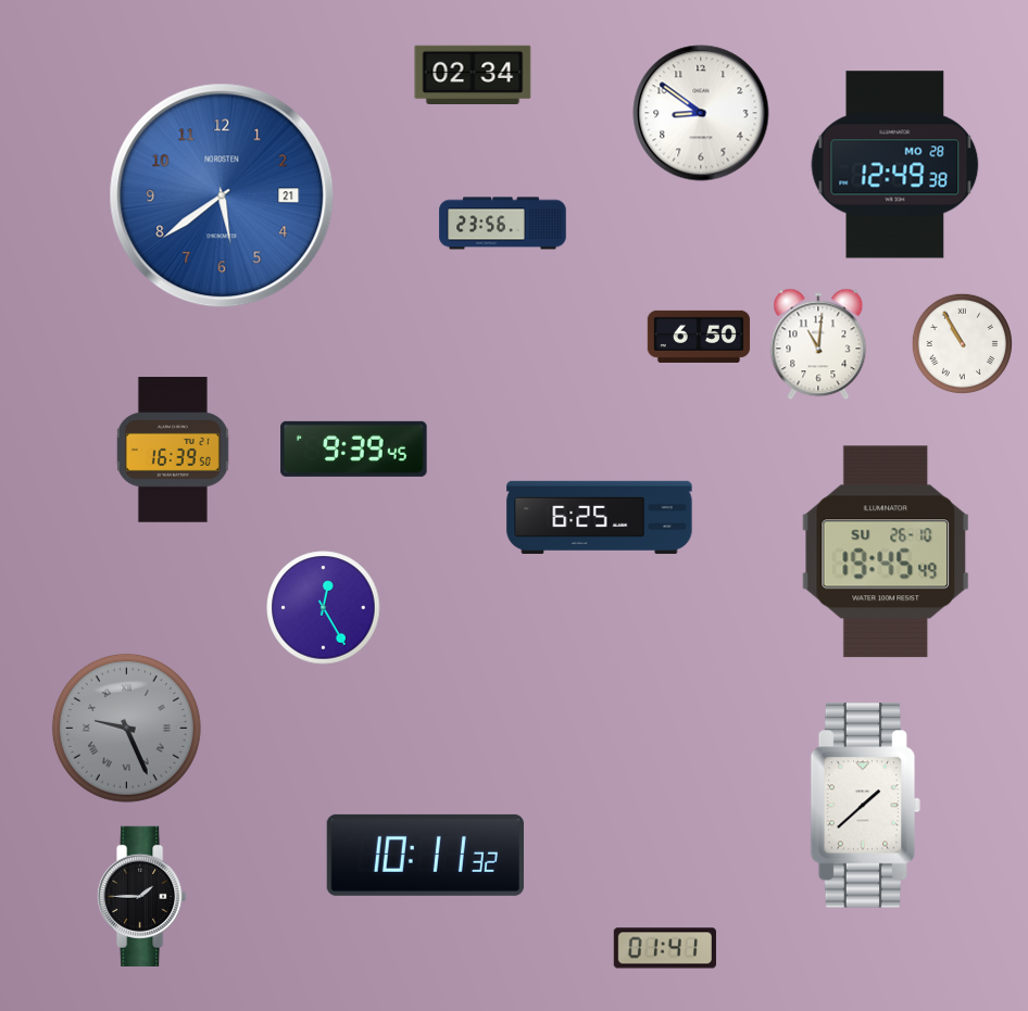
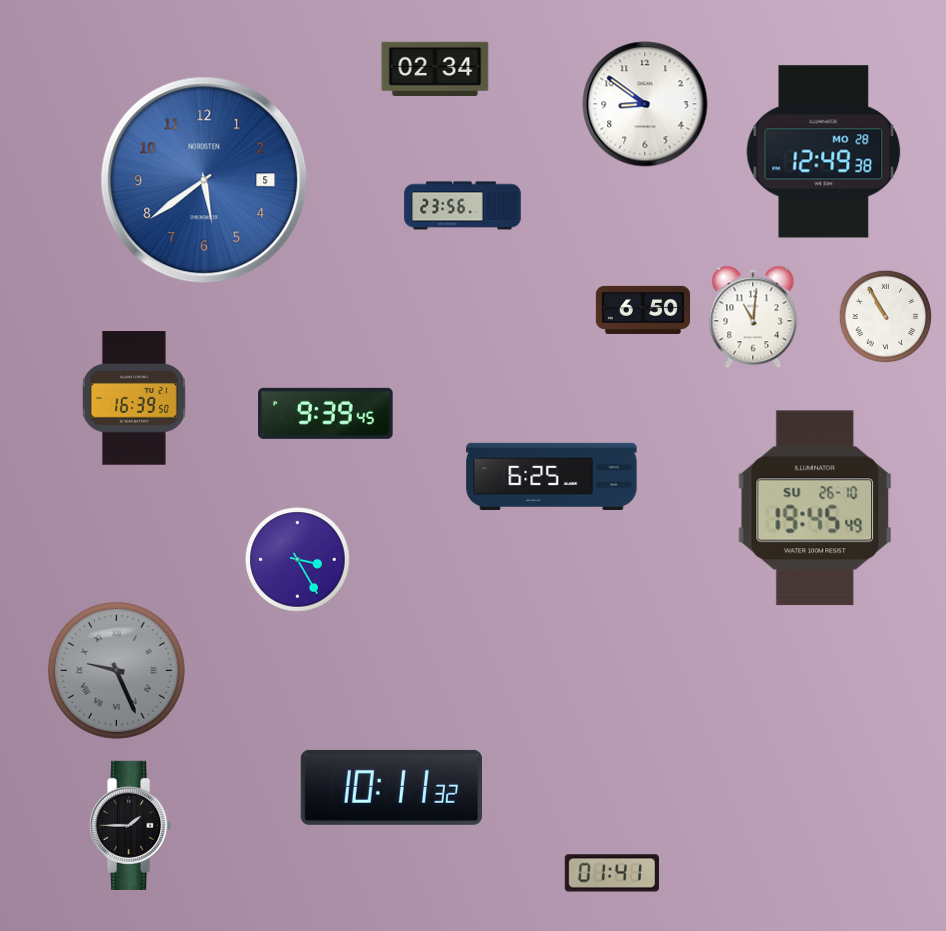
clock at (222, 195) date: 21 -> 5
clock at (173, 450) position: (173, 450) -> (134, 398)
clock at (324, 608): 12:25 -> 3:25
clock at (866, 806): 1:38 -> none
